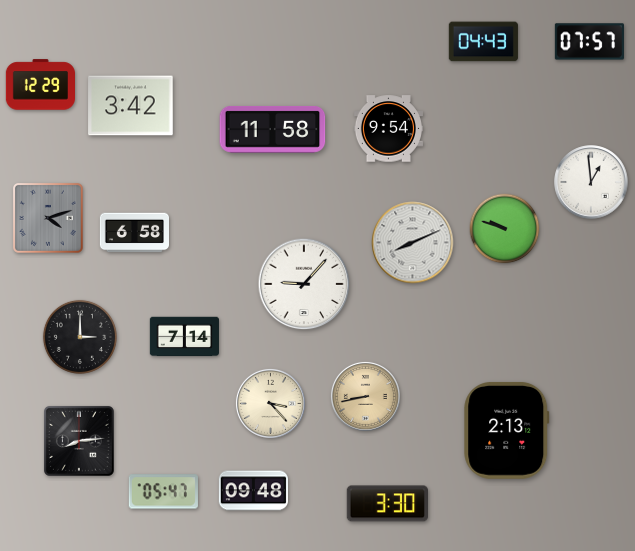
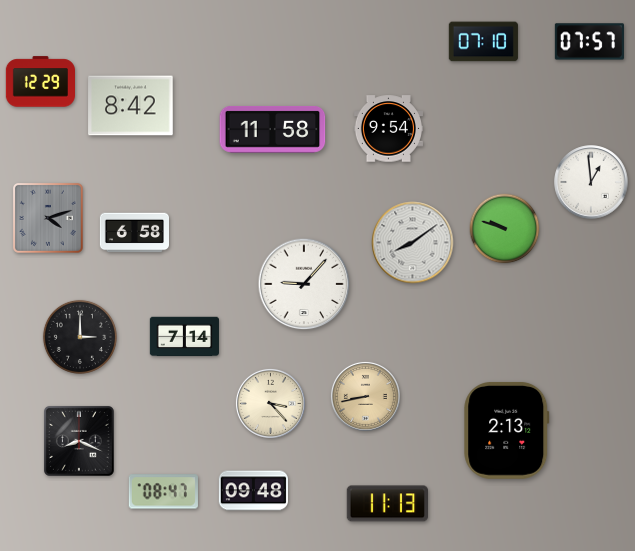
clock at (483, 42): 04:43 -> 07:10
clock at (40, 85) position: (40, 85) -> (40, 82)
clock at (131, 106): 3:42 -> 8:42
clock at (413, 243): 8:11 -> 8:09
clock at (79, 441): 8:14 -> 8:19
clock at (163, 492): 05:47 -> 08:47
clock at (387, 504): 3:30 -> 11:13
